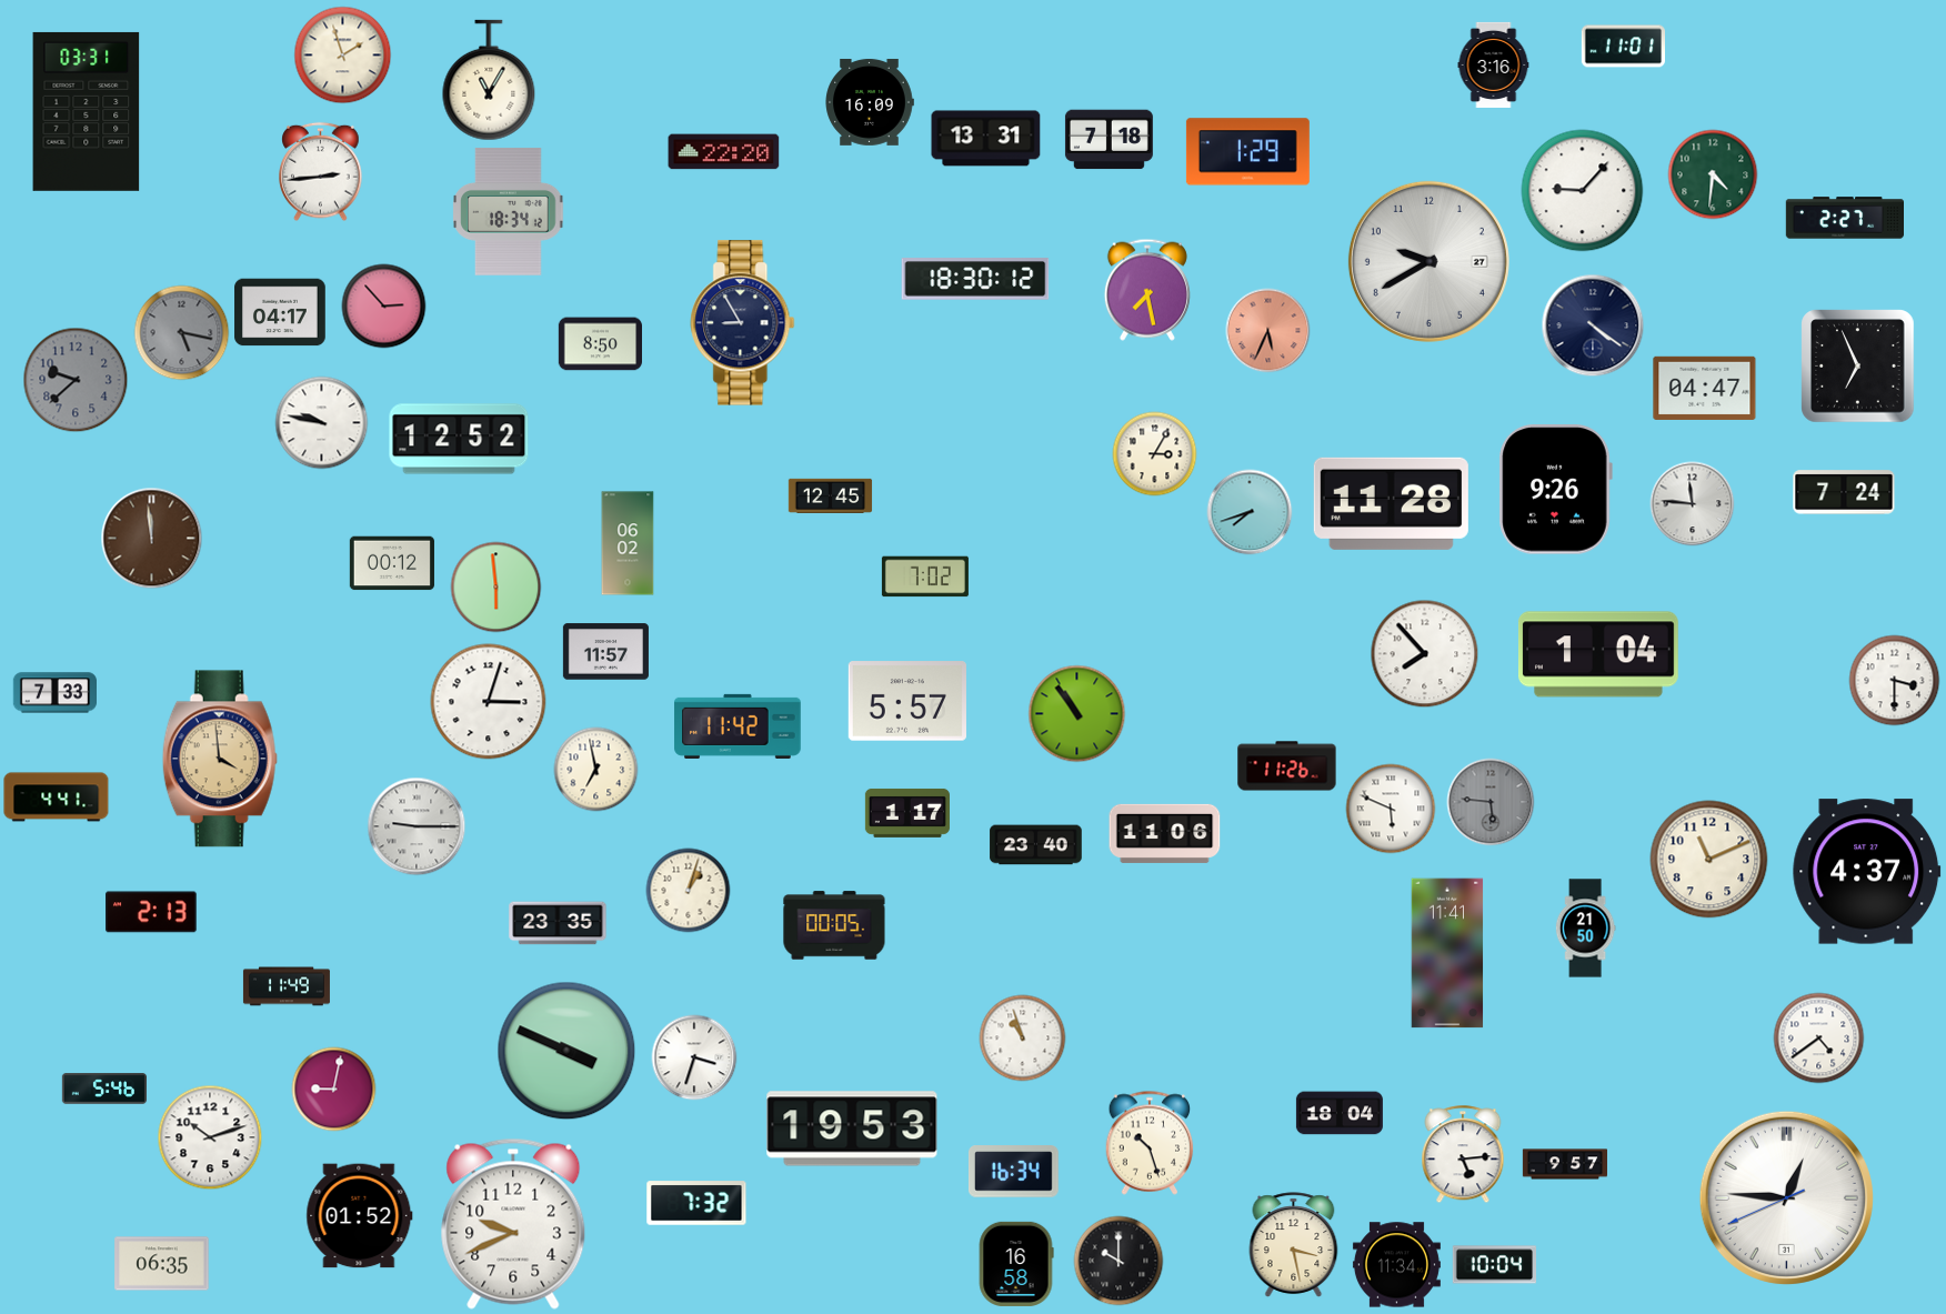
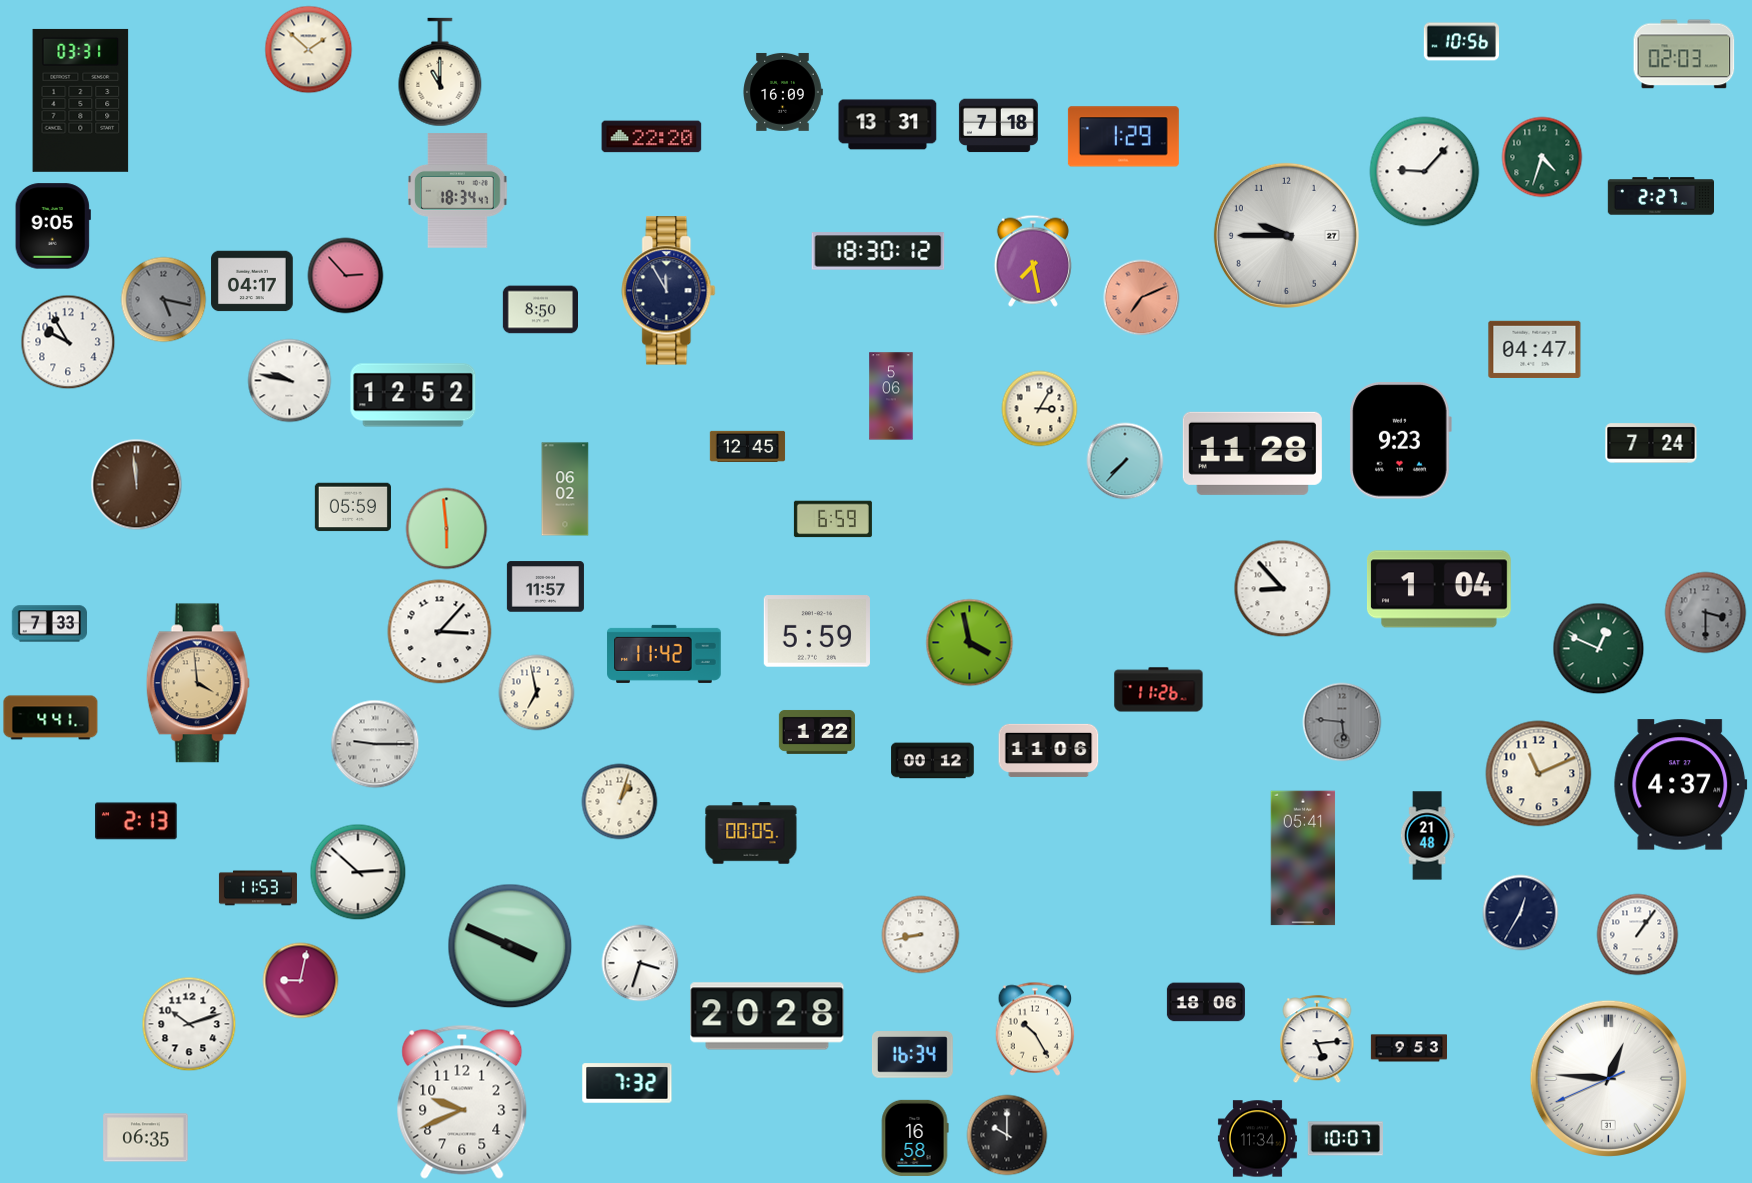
clock at (1624, 47): 11:01 -> 10:56
clock at (343, 56): 1:57 -> 1:52
clock at (1684, 54): none -> 02:03
clock at (1494, 64): 3:16 -> none
clock at (489, 80): 11:05 -> 11:00
clock at (87, 111) position: (87, 111) -> (81, 100)
clock at (321, 172): 2:44 -> none
clock at (1713, 174): 4:31 -> 4:33
clock at (509, 212): 18:34:12 -> 18:34:47
clock at (53, 226): none -> 9:05
clock at (1428, 261): 9:40 -> 9:45
clock at (743, 323): 8:55 -> 11:55
clock at (1593, 325): 4:21 -> none
clock at (1268, 331): 5:34 -> 7:11
clock at (1858, 367): 6:56 -> none
clock at (76, 380): 9:38 -> 9:55
clock at (76, 380) dial: grey -> white
clock at (891, 396): none -> 5:06
clock at (1555, 490): 9:26 -> 9:23
clock at (1844, 492) position: (1844, 492) -> (1651, 443)
clock at (1693, 504): 11:46 -> none
clock at (1250, 512): 7:42 -> 7:37
clock at (392, 563): 00:12 -> 05:59
clock at (925, 576): 7:02 -> 6:59
clock at (1425, 654): 7:53 -> 8:53
clock at (1895, 681) dial: white -> grey
clock at (907, 701): 5:57 -> 5:59
clock at (489, 702): 3:03 -> 3:07
clock at (1077, 714): 10:54 -> 3:58
clock at (1599, 649): none -> 12:49
clock at (1391, 809): 5:49 -> none
clock at (907, 813): 1:17 -> 1:22
clock at (1036, 845): 23:40 -> 00:12
clock at (558, 923): 23:35 -> none
clock at (1585, 929): 21:50 -> 21:48
clock at (1447, 953): 11:41 -> 05:41
clock at (358, 872): none -> 2:52
clock at (287, 986): 11:49 -> 11:53
clock at (1521, 913): none -> 12:35
clock at (1023, 1039): 10:57 -> 8:43
clock at (1819, 1039): 4:39 -> 1:06
clock at (694, 1057) position: (694, 1057) -> (640, 963)
clock at (104, 1089): 5:46 -> none
clock at (1340, 1113): 18:04 -> 18:06
clock at (852, 1129): 19:53 -> 20:28
clock at (1150, 1143): 10:27 -> 10:25
clock at (1564, 1164): 9:57 -> 9:53
clock at (360, 1216): 01:52 -> none
clock at (1294, 1245): 3:28 -> none
clock at (1494, 1265): 10:04 -> 10:07
